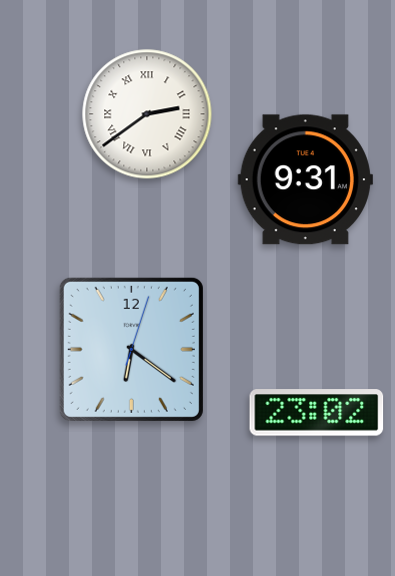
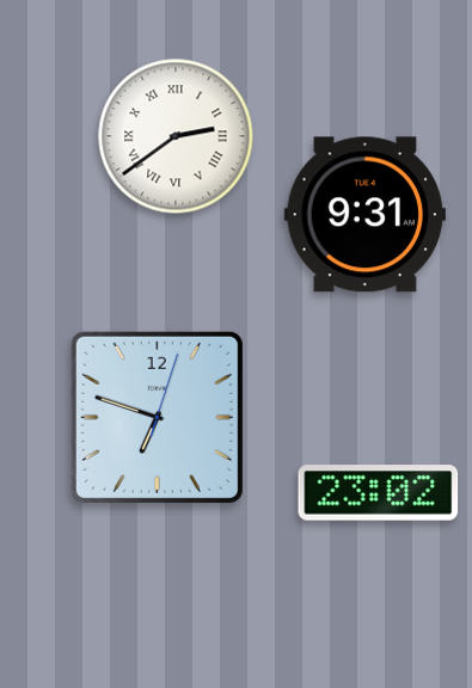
clock at (131, 349): 6:21 -> 6:48
